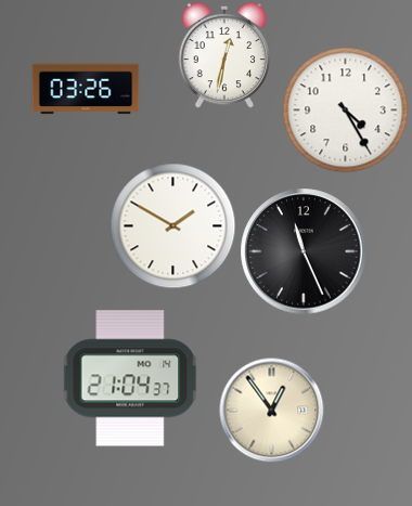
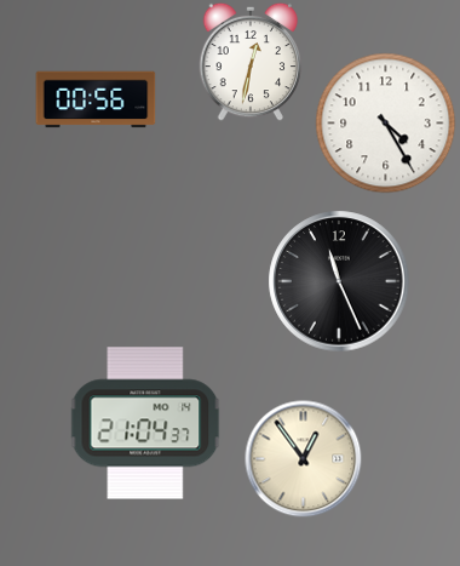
clock at (86, 89): 03:26 -> 00:56
clock at (173, 226): 1:50 -> none
